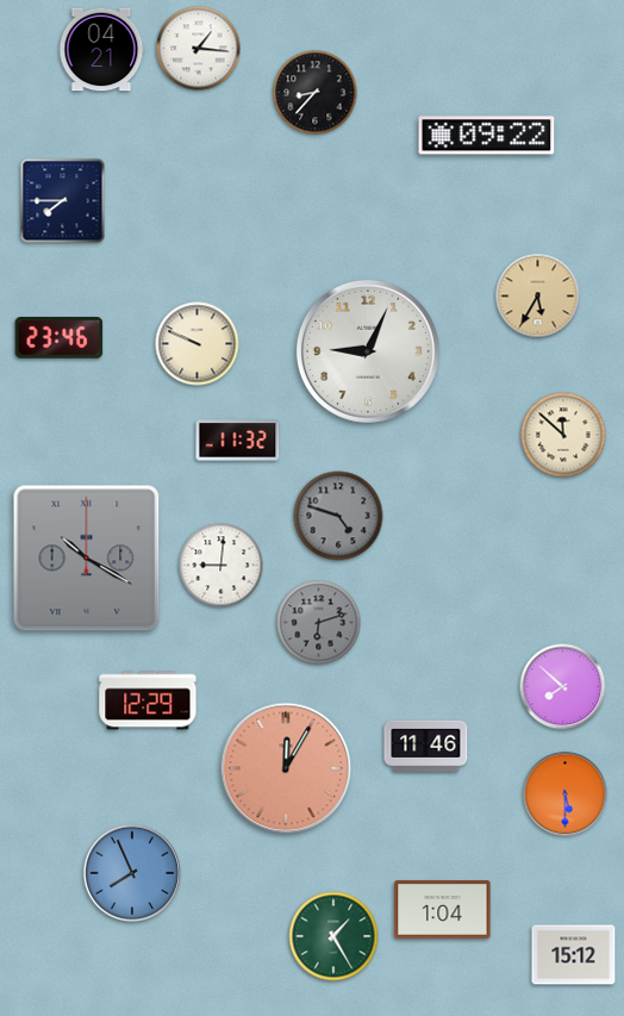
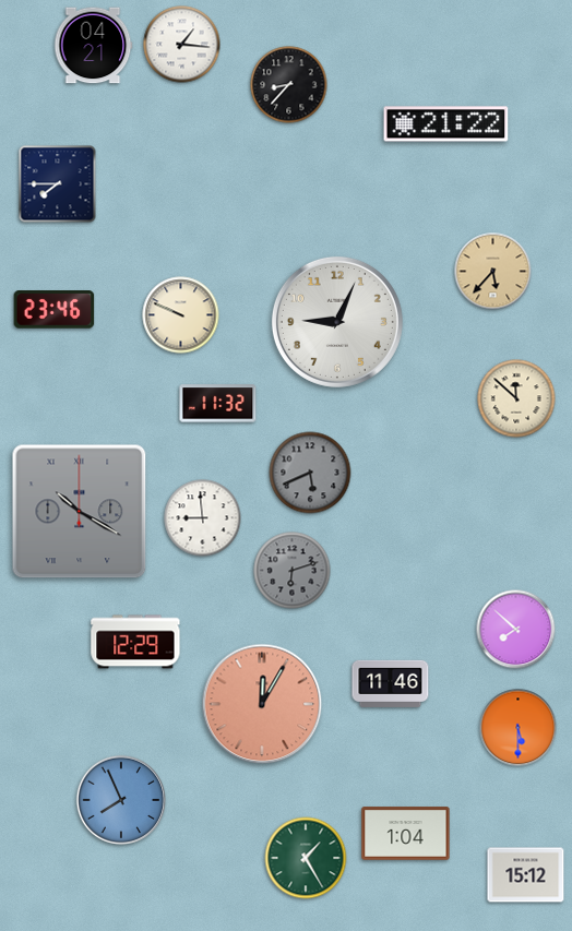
clock at (487, 136): 09:22 -> 21:22
clock at (538, 297): 5:35 -> 5:37
clock at (338, 516): 4:48 -> 5:41
clock at (221, 566): 9:01 -> 8:59
